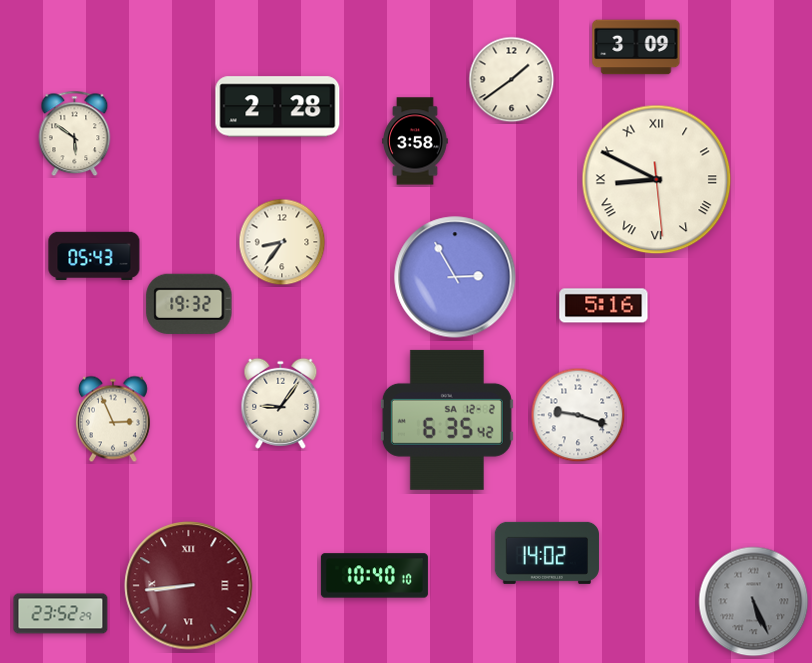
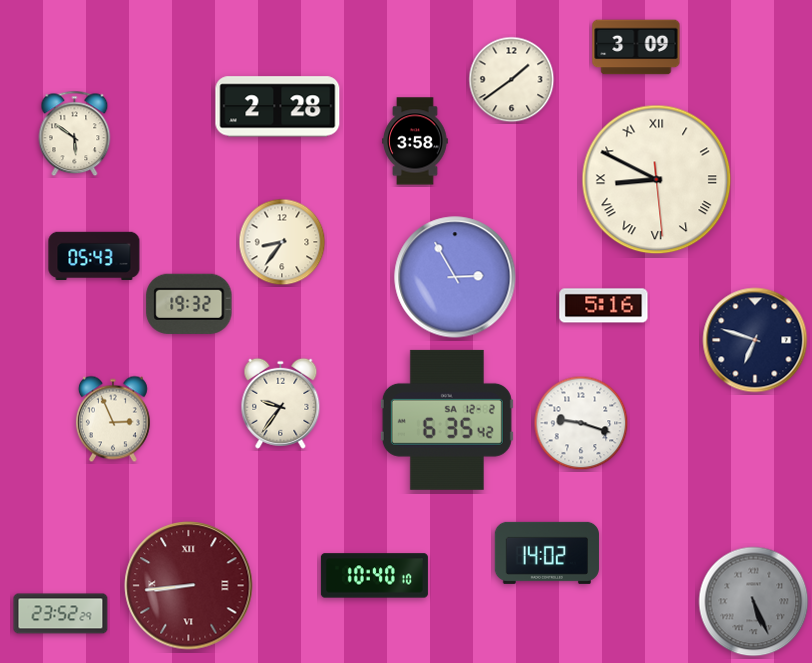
clock at (755, 340): none -> 6:48
clock at (281, 403): 9:06 -> 9:36
clock at (578, 415) position: (578, 415) -> (581, 423)
